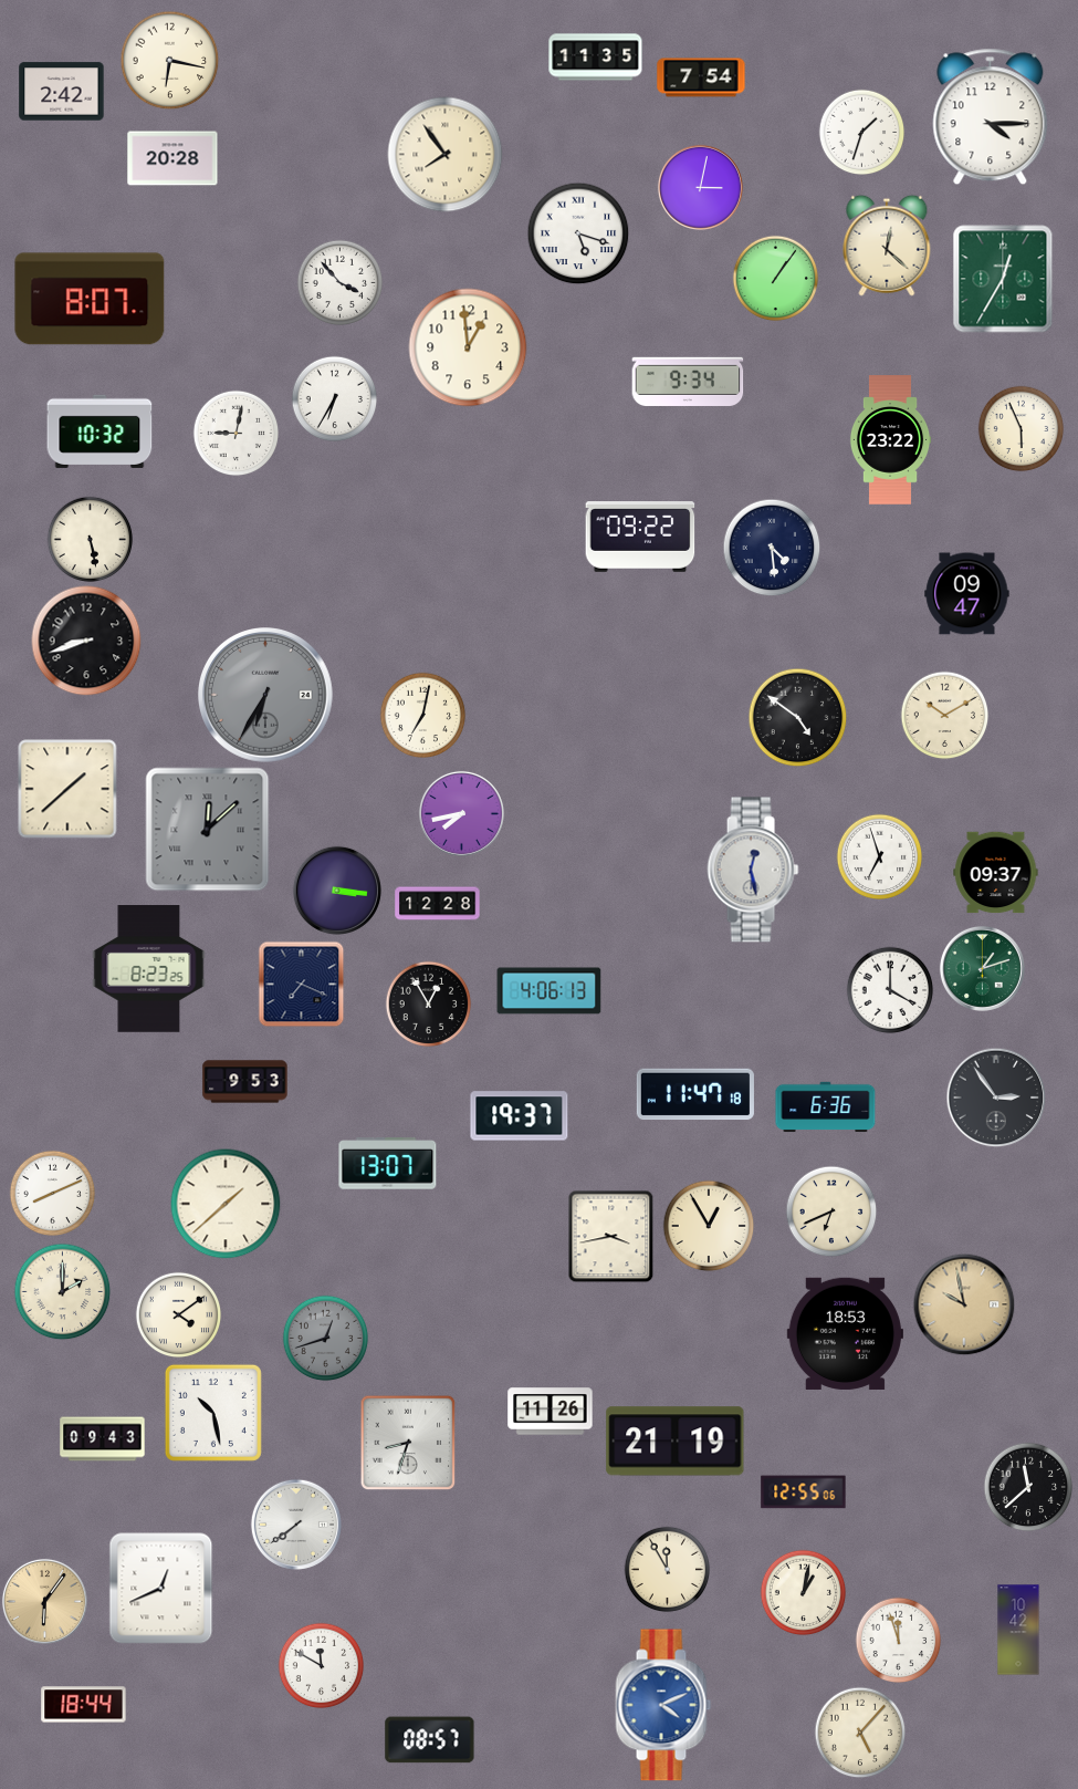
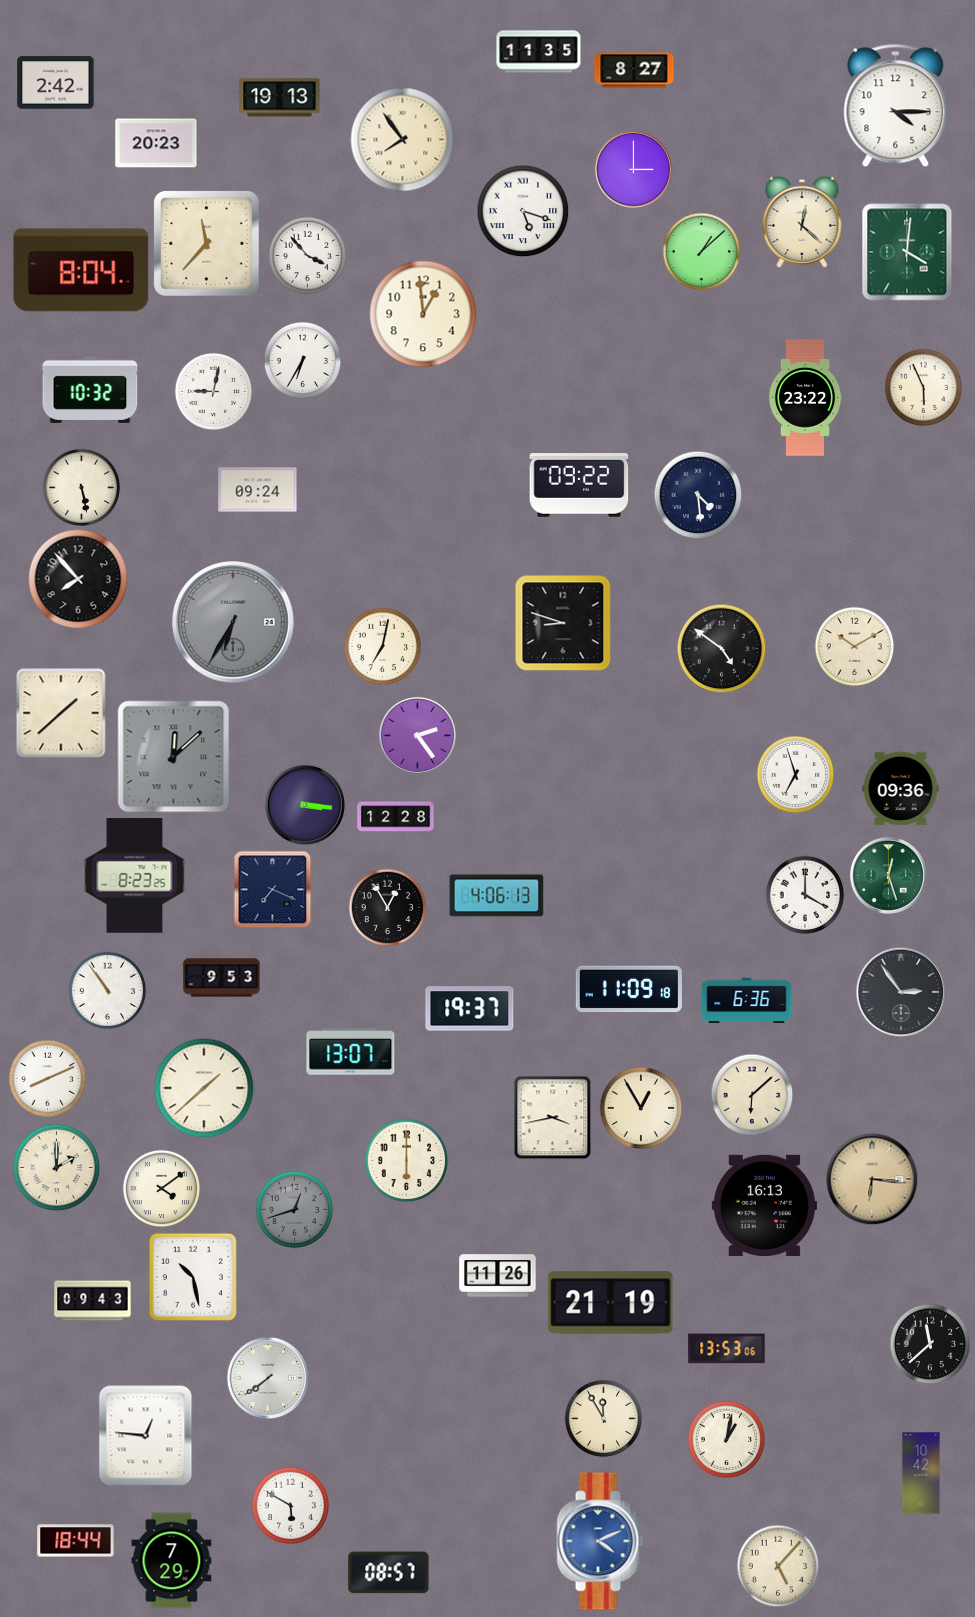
clock at (169, 60): 6:17 -> none
clock at (701, 77): 7:54 -> 8:27
clock at (280, 98): none -> 19:13
clock at (861, 132): 1:33 -> none
clock at (172, 158): 20:28 -> 20:23
clock at (700, 187): 3:02 -> 3:00
clock at (206, 243): none -> 11:37
clock at (775, 278): 1:06 -> 1:08
clock at (1003, 279): 12:35 -> 4:01
clock at (90, 299): 8:07 -> 8:04
clock at (688, 381): 9:34 -> none
clock at (258, 490): none -> 09:24
clock at (967, 594): 09:47 -> none
clock at (86, 641): 8:42 -> 7:53
clock at (563, 623): none -> 8:48
clock at (266, 696) position: (266, 696) -> (234, 623)
clock at (461, 813): 7:43 -> 2:24
clock at (208, 830) position: (208, 830) -> (174, 757)
clock at (753, 870): 12:28 -> none
clock at (996, 873): 09:37 -> 09:36
clock at (982, 968): 1:12 -> 12:27
clock at (695, 1094): 11:47 -> 11:09
clock at (107, 990): none -> 10:54
clock at (831, 1211): 6:41 -> 6:08
clock at (406, 1160): none -> 6:00
clock at (964, 1304): 9:58 -> 6:16
clock at (845, 1333): 18:53 -> 16:13
clock at (408, 1443): 8:33 -> none
clock at (804, 1492): 12:55 -> 13:53
clock at (161, 1589): 12:41 -> 12:46
clock at (44, 1601): 6:06 -> none
clock at (898, 1640): 11:57 -> none
clock at (321, 1665): 11:50 -> 5:50
clock at (172, 1561): none -> 7:29
